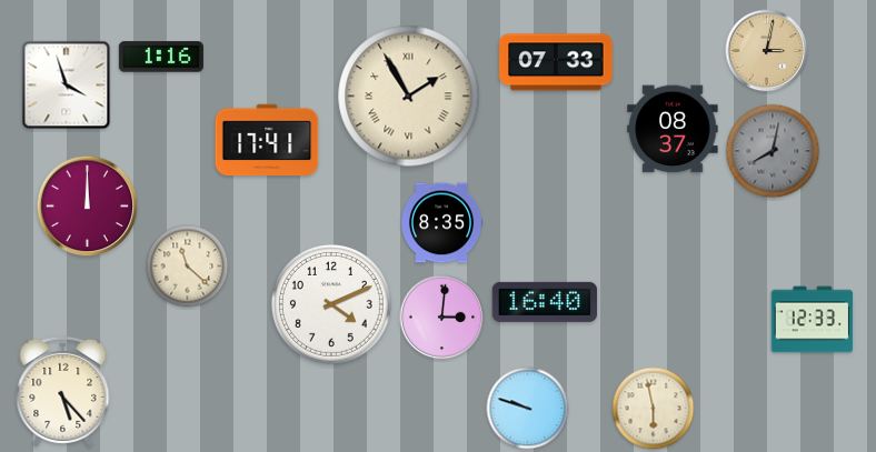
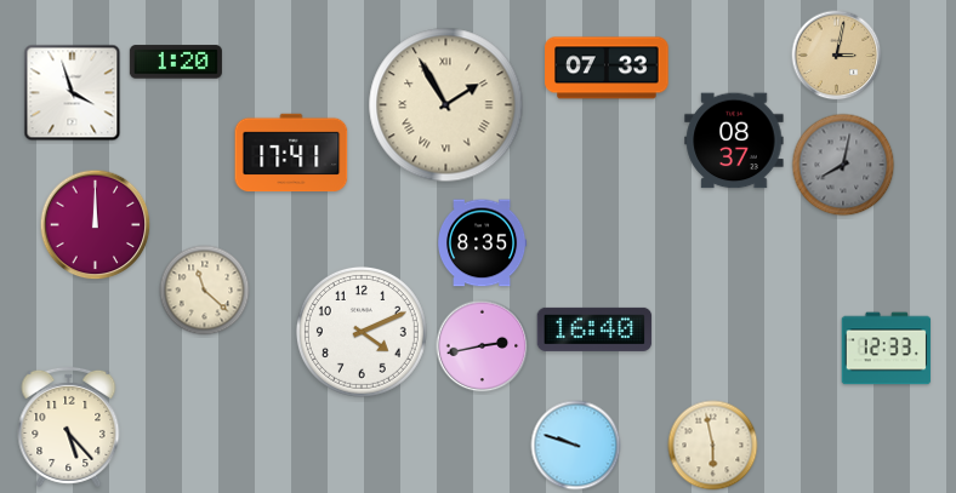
clock at (161, 57): 1:16 -> 1:20
clock at (442, 318): 3:01 -> 2:43
